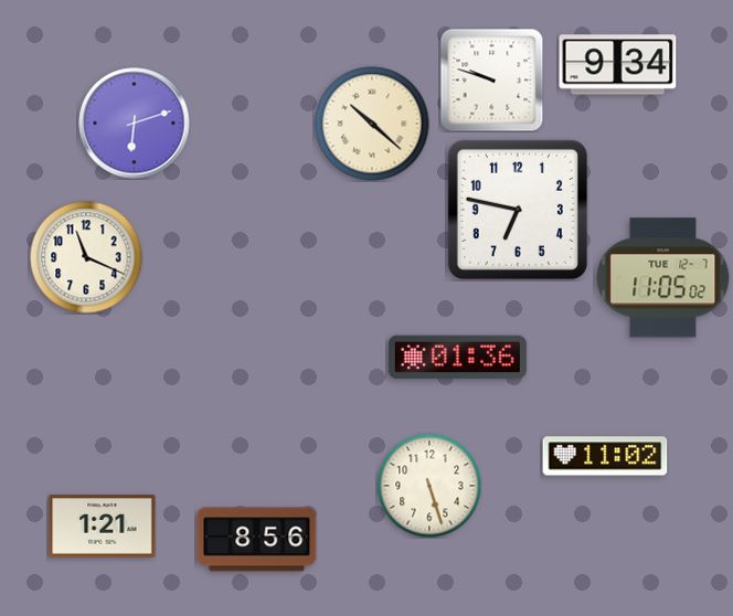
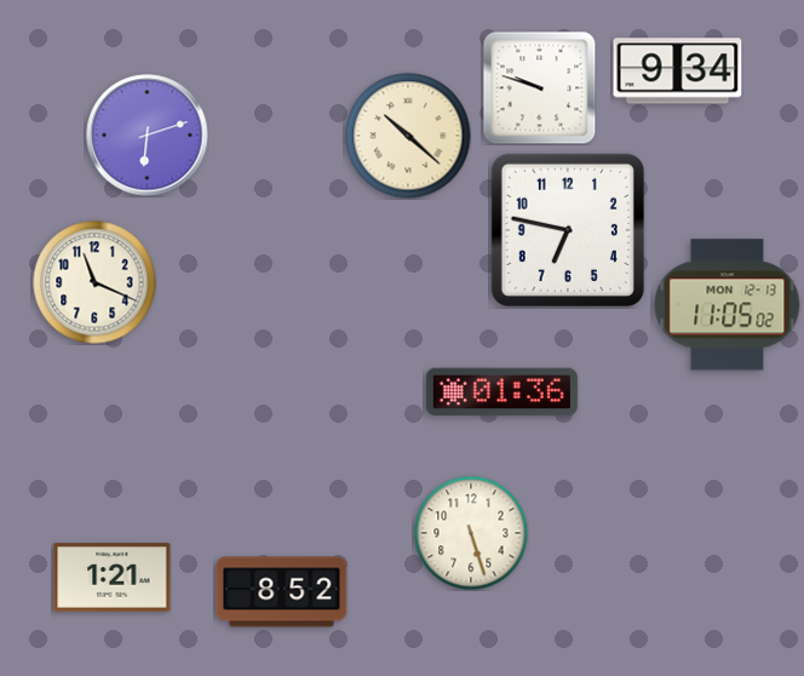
clock at (663, 278) date: TUE 12-7 -> MON 12-13
clock at (605, 456): 11:02 -> none
clock at (257, 540): 8:56 -> 8:52
